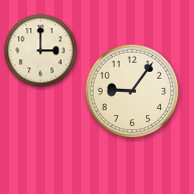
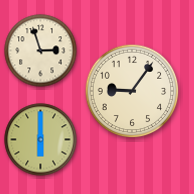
clock at (41, 51): 3:00 -> 2:57
clock at (41, 140): none -> 6:00
